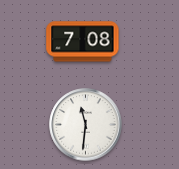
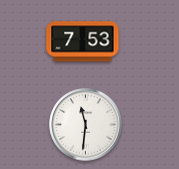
clock at (83, 42): 7:08 -> 7:53
